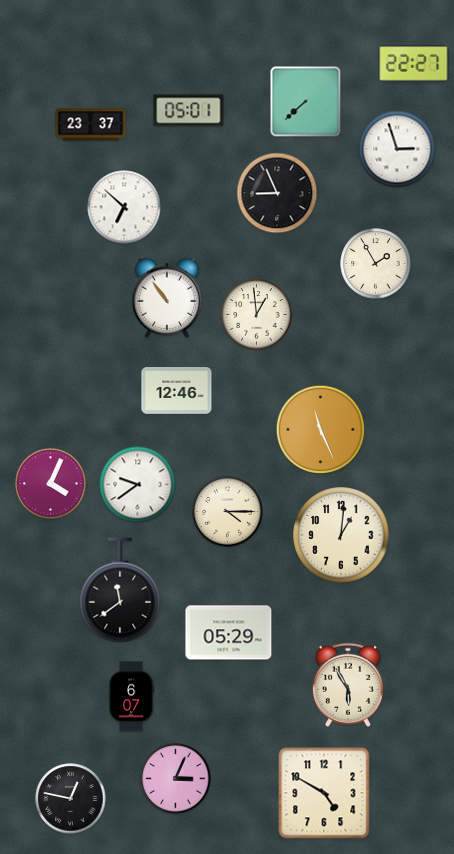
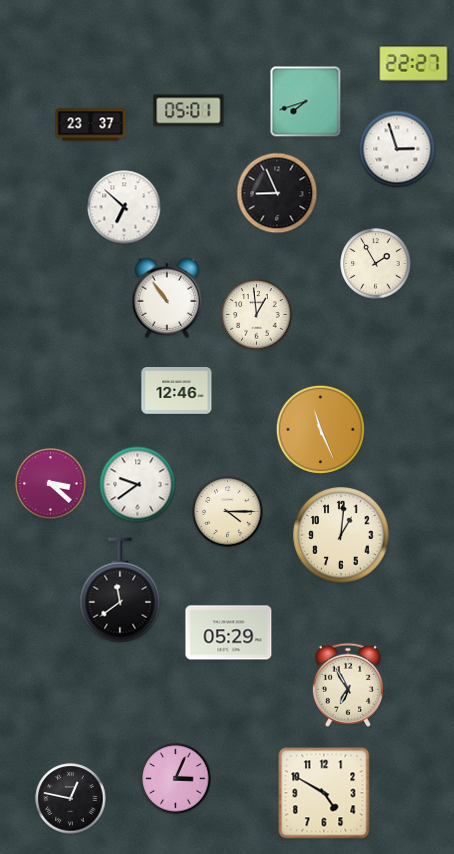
clock at (306, 102): 7:38 -> 7:42
clock at (51, 484): 4:04 -> 3:22
clock at (348, 685): 5:55 -> 6:55
clock at (132, 697): 6:07 -> none
